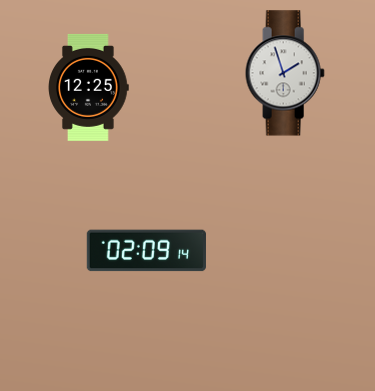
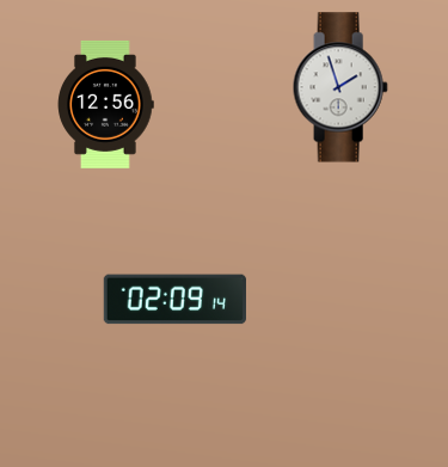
clock at (89, 87): 12:25 -> 12:56
